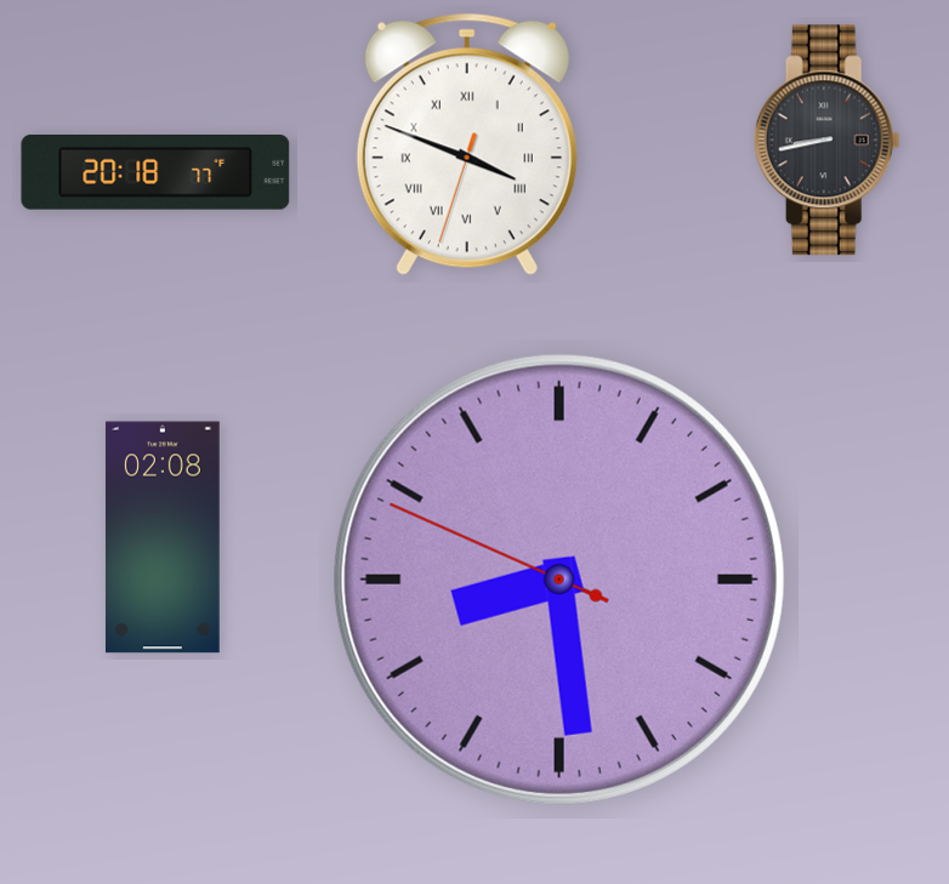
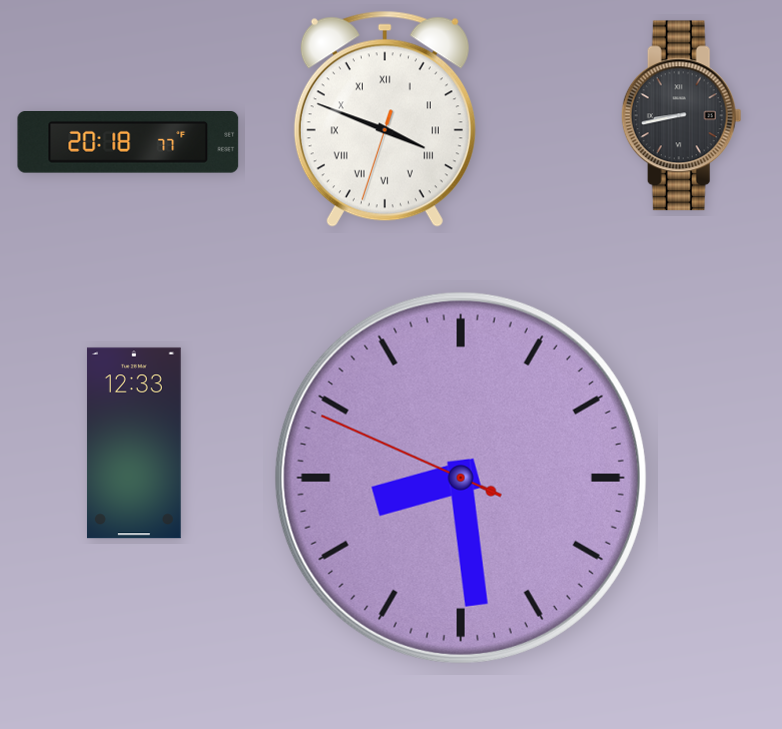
clock at (163, 537): 02:08 -> 12:33
